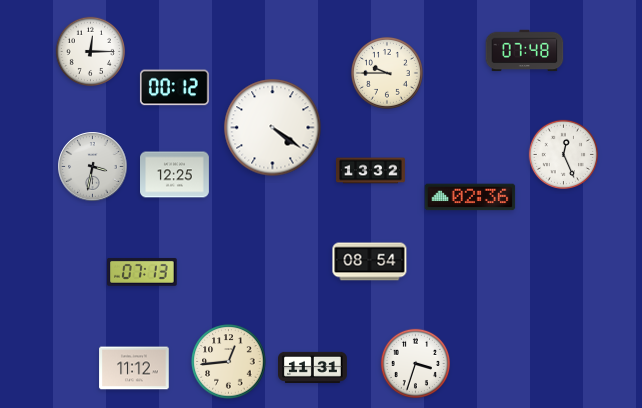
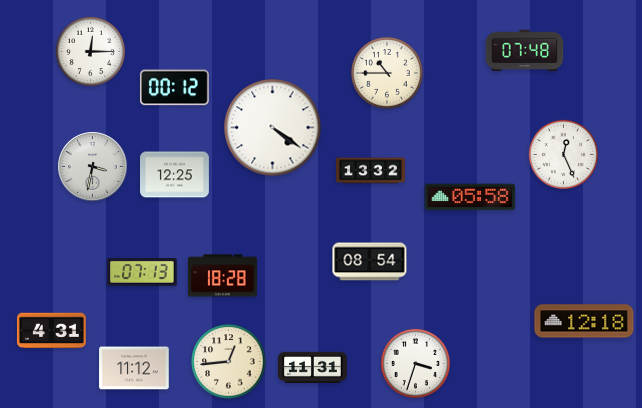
clock at (387, 73): 9:45 -> 10:45
clock at (470, 197): 02:36 -> 05:58
clock at (223, 276): none -> 18:28
clock at (584, 321): none -> 12:18
clock at (51, 331): none -> 4:31
